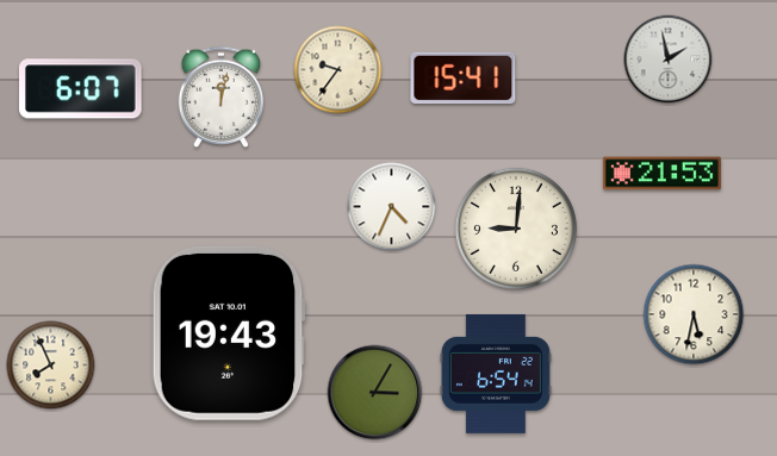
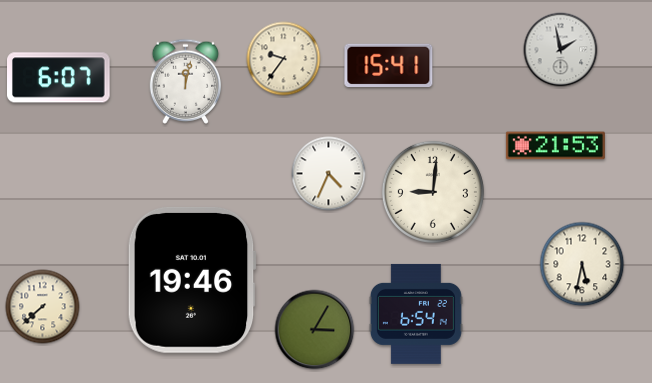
clock at (81, 89) position: (81, 89) -> (59, 78)
clock at (229, 333): 19:43 -> 19:46
clock at (51, 366): 7:56 -> 7:38
